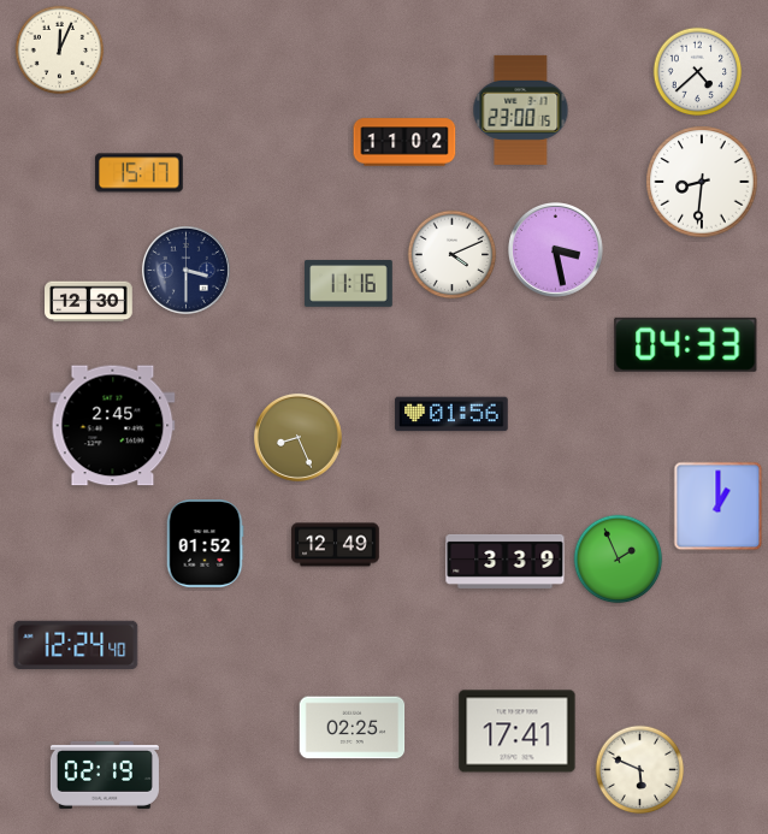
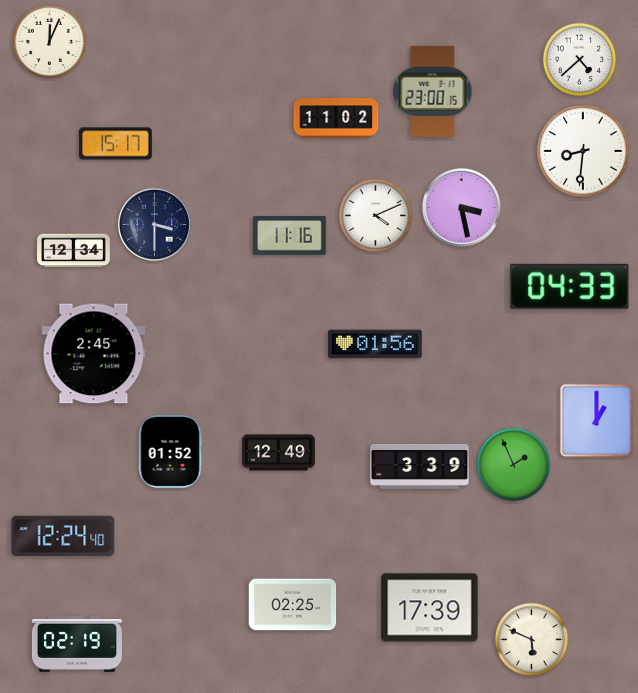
clock at (453, 255) position: (453, 255) -> (376, 216)
clock at (89, 302): 12:30 -> 12:34
clock at (297, 437): 8:26 -> none
clock at (518, 732): 17:41 -> 17:39
clock at (105, 775) position: (105, 775) -> (77, 644)
